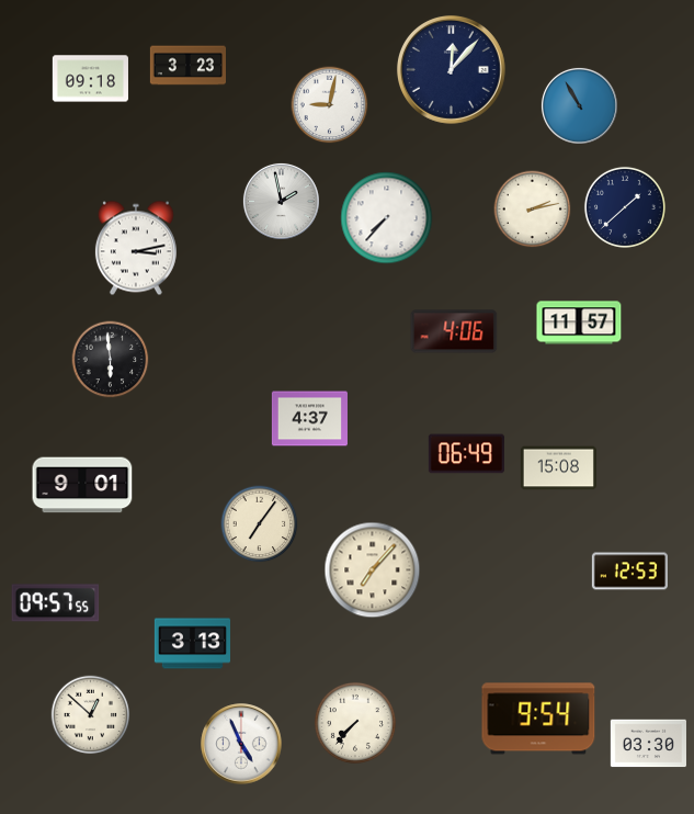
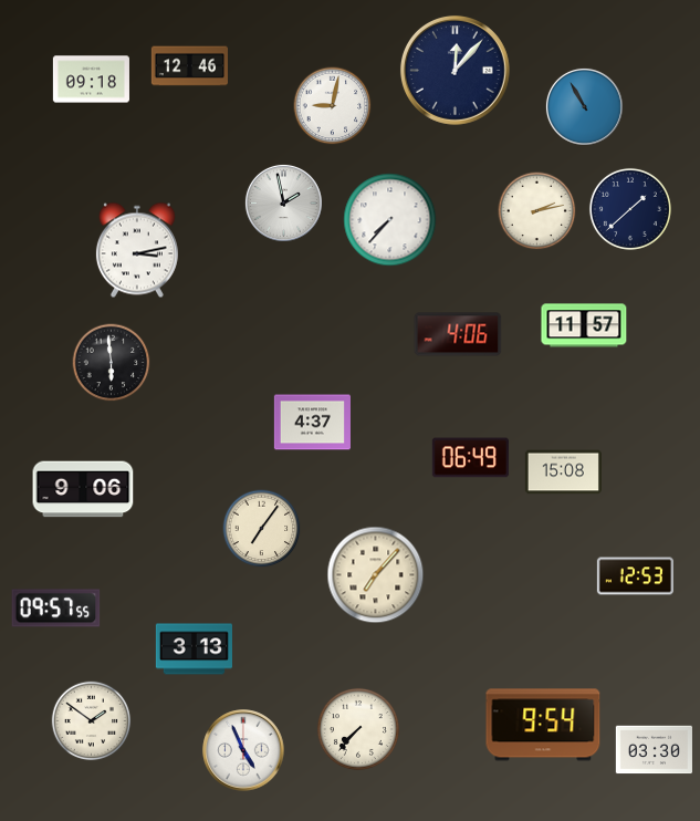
clock at (187, 66): 3:23 -> 12:46
clock at (82, 485): 9:01 -> 9:06
clock at (91, 715): 12:52 -> 1:51
